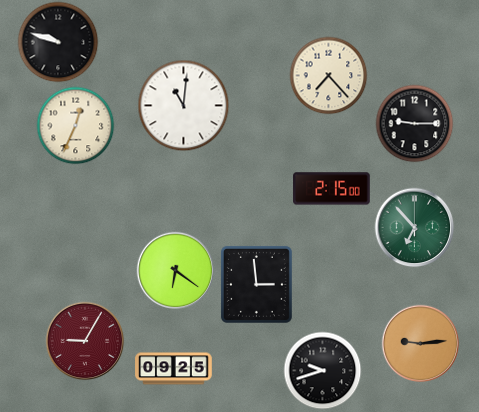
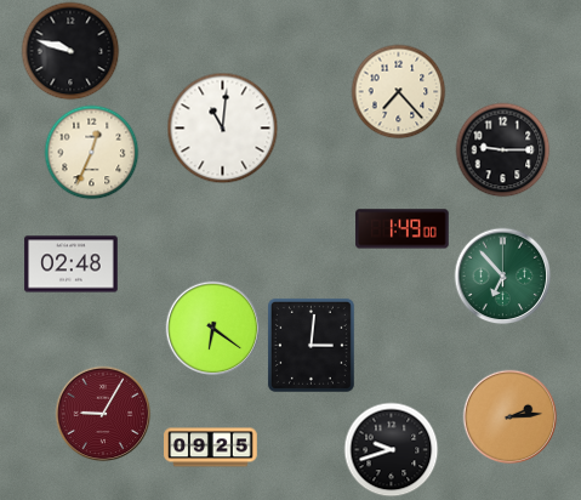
clock at (332, 189): 2:15 -> 1:49
clock at (72, 265): none -> 02:48
clock at (256, 284): 2:59 -> 3:01
clock at (420, 343): 9:14 -> 2:14
